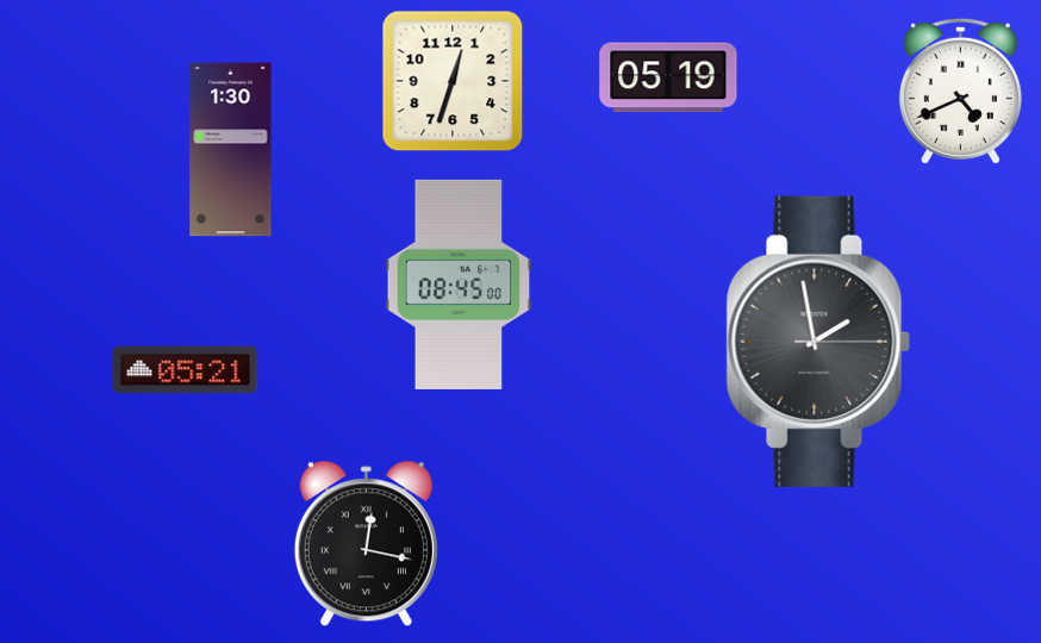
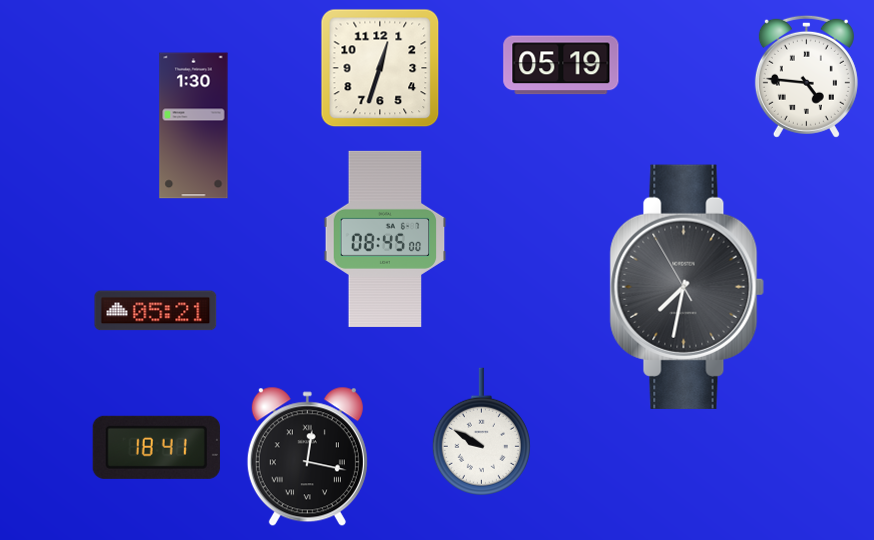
clock at (960, 90): 4:41 -> 4:46
clock at (818, 342): 1:58 -> 7:31
clock at (481, 432): none -> 9:50
clock at (156, 447): none -> 18:41
